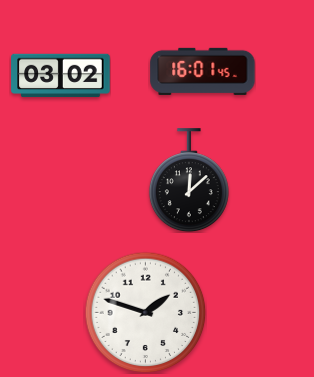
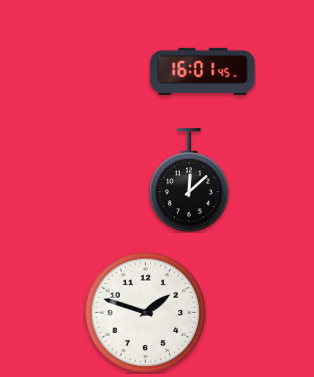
clock at (61, 76): 03:02 -> none
